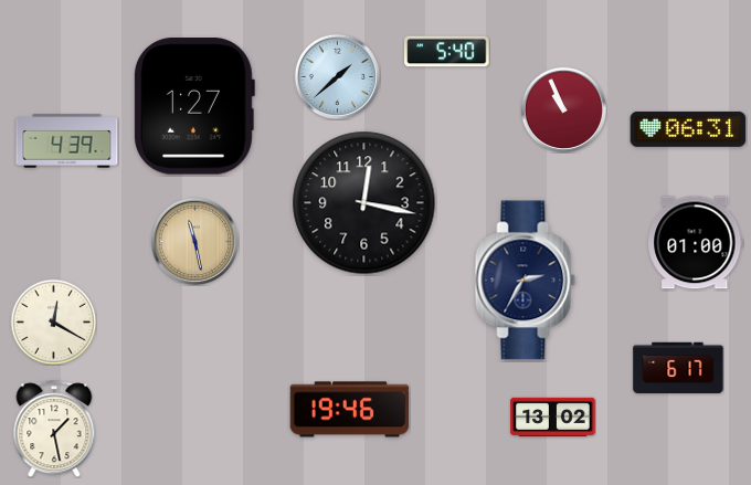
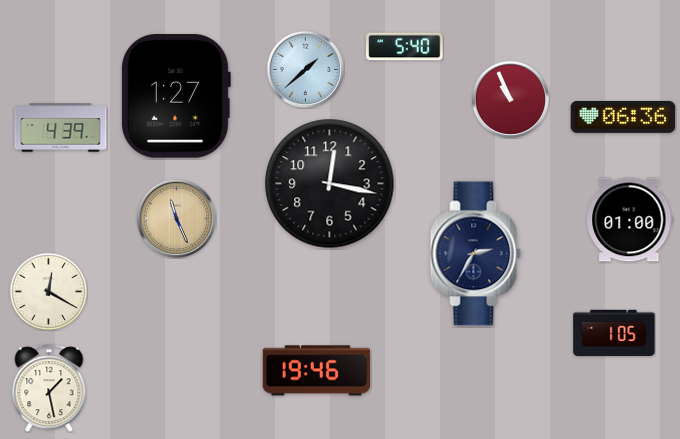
clock at (688, 129): 06:31 -> 06:36
clock at (194, 241): 11:28 -> 11:26
clock at (678, 368): 6:17 -> 1:05
clock at (553, 418): 13:02 -> none
